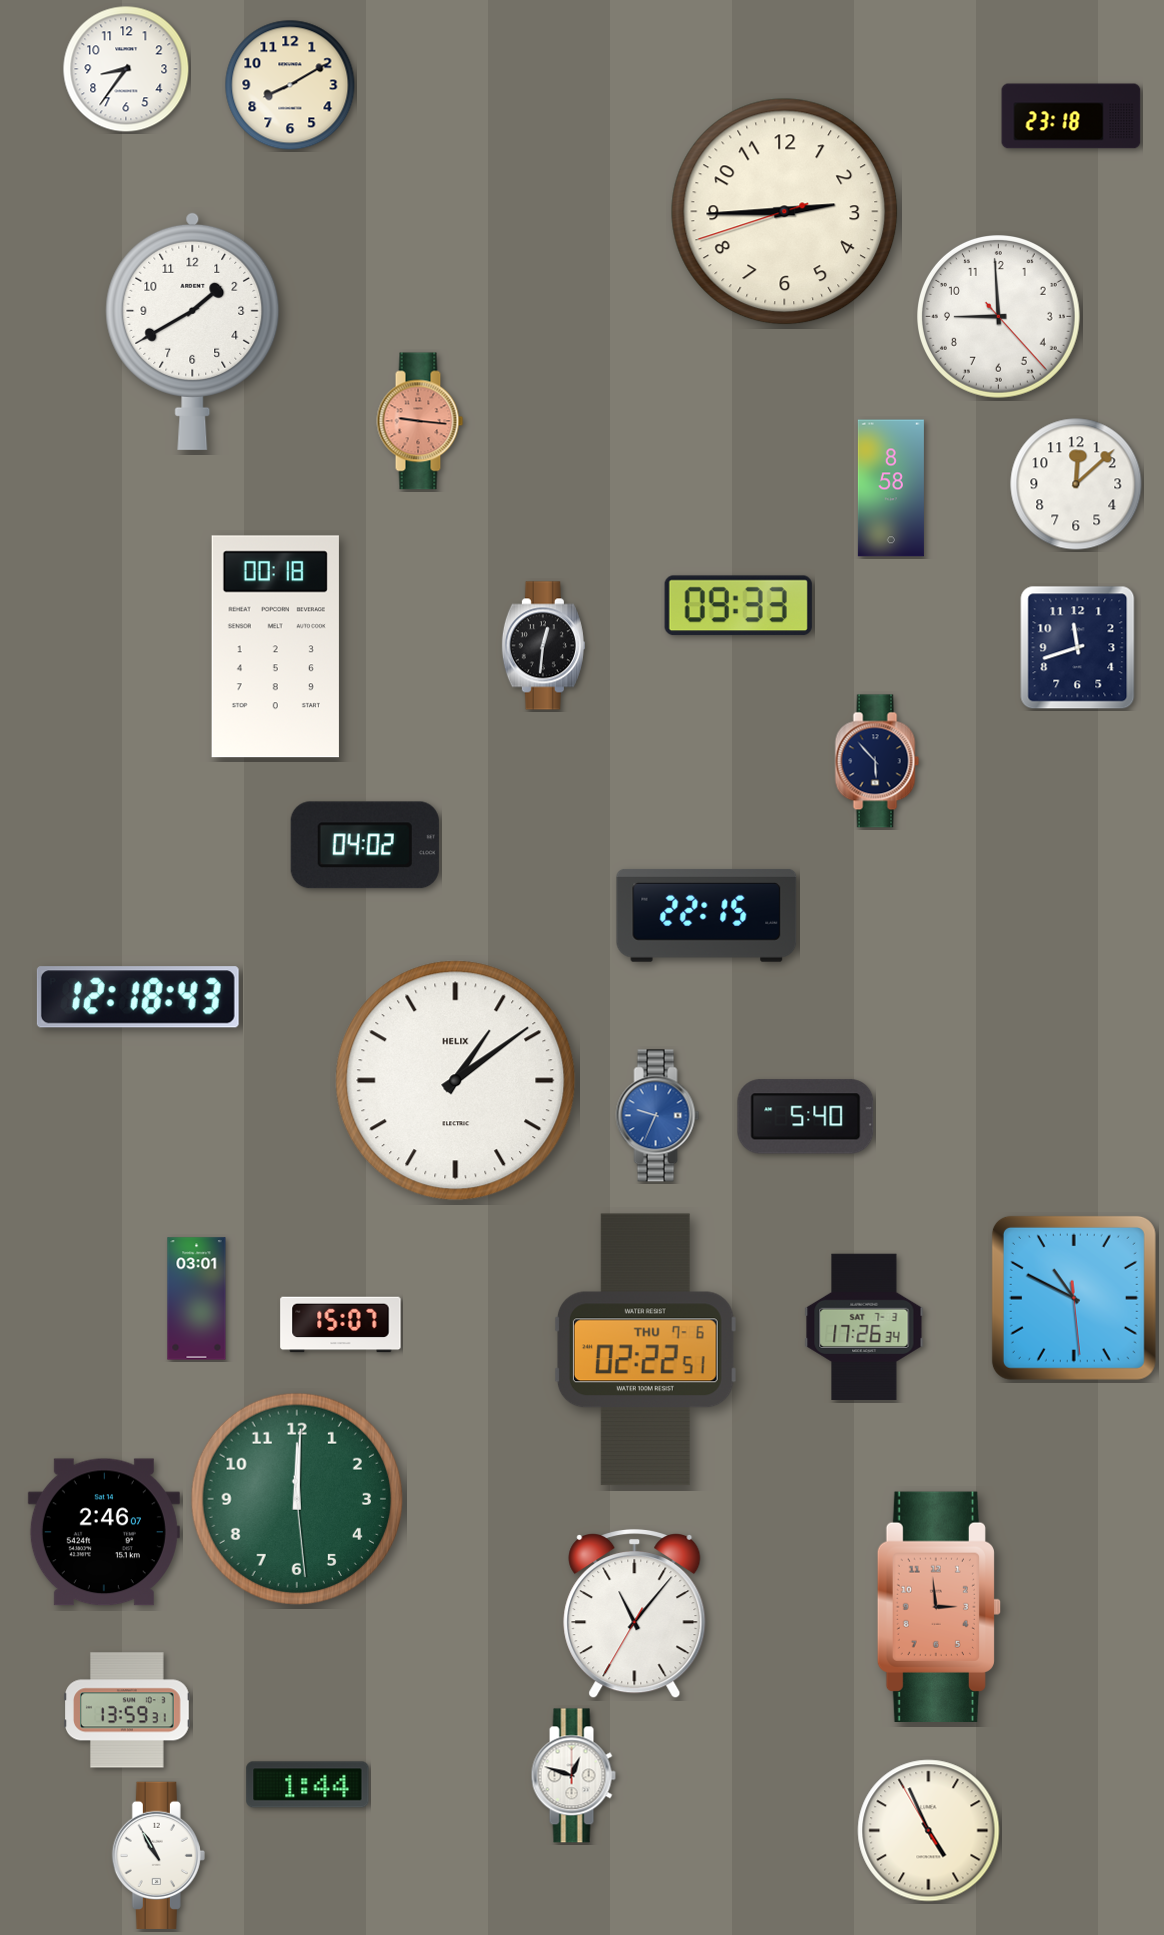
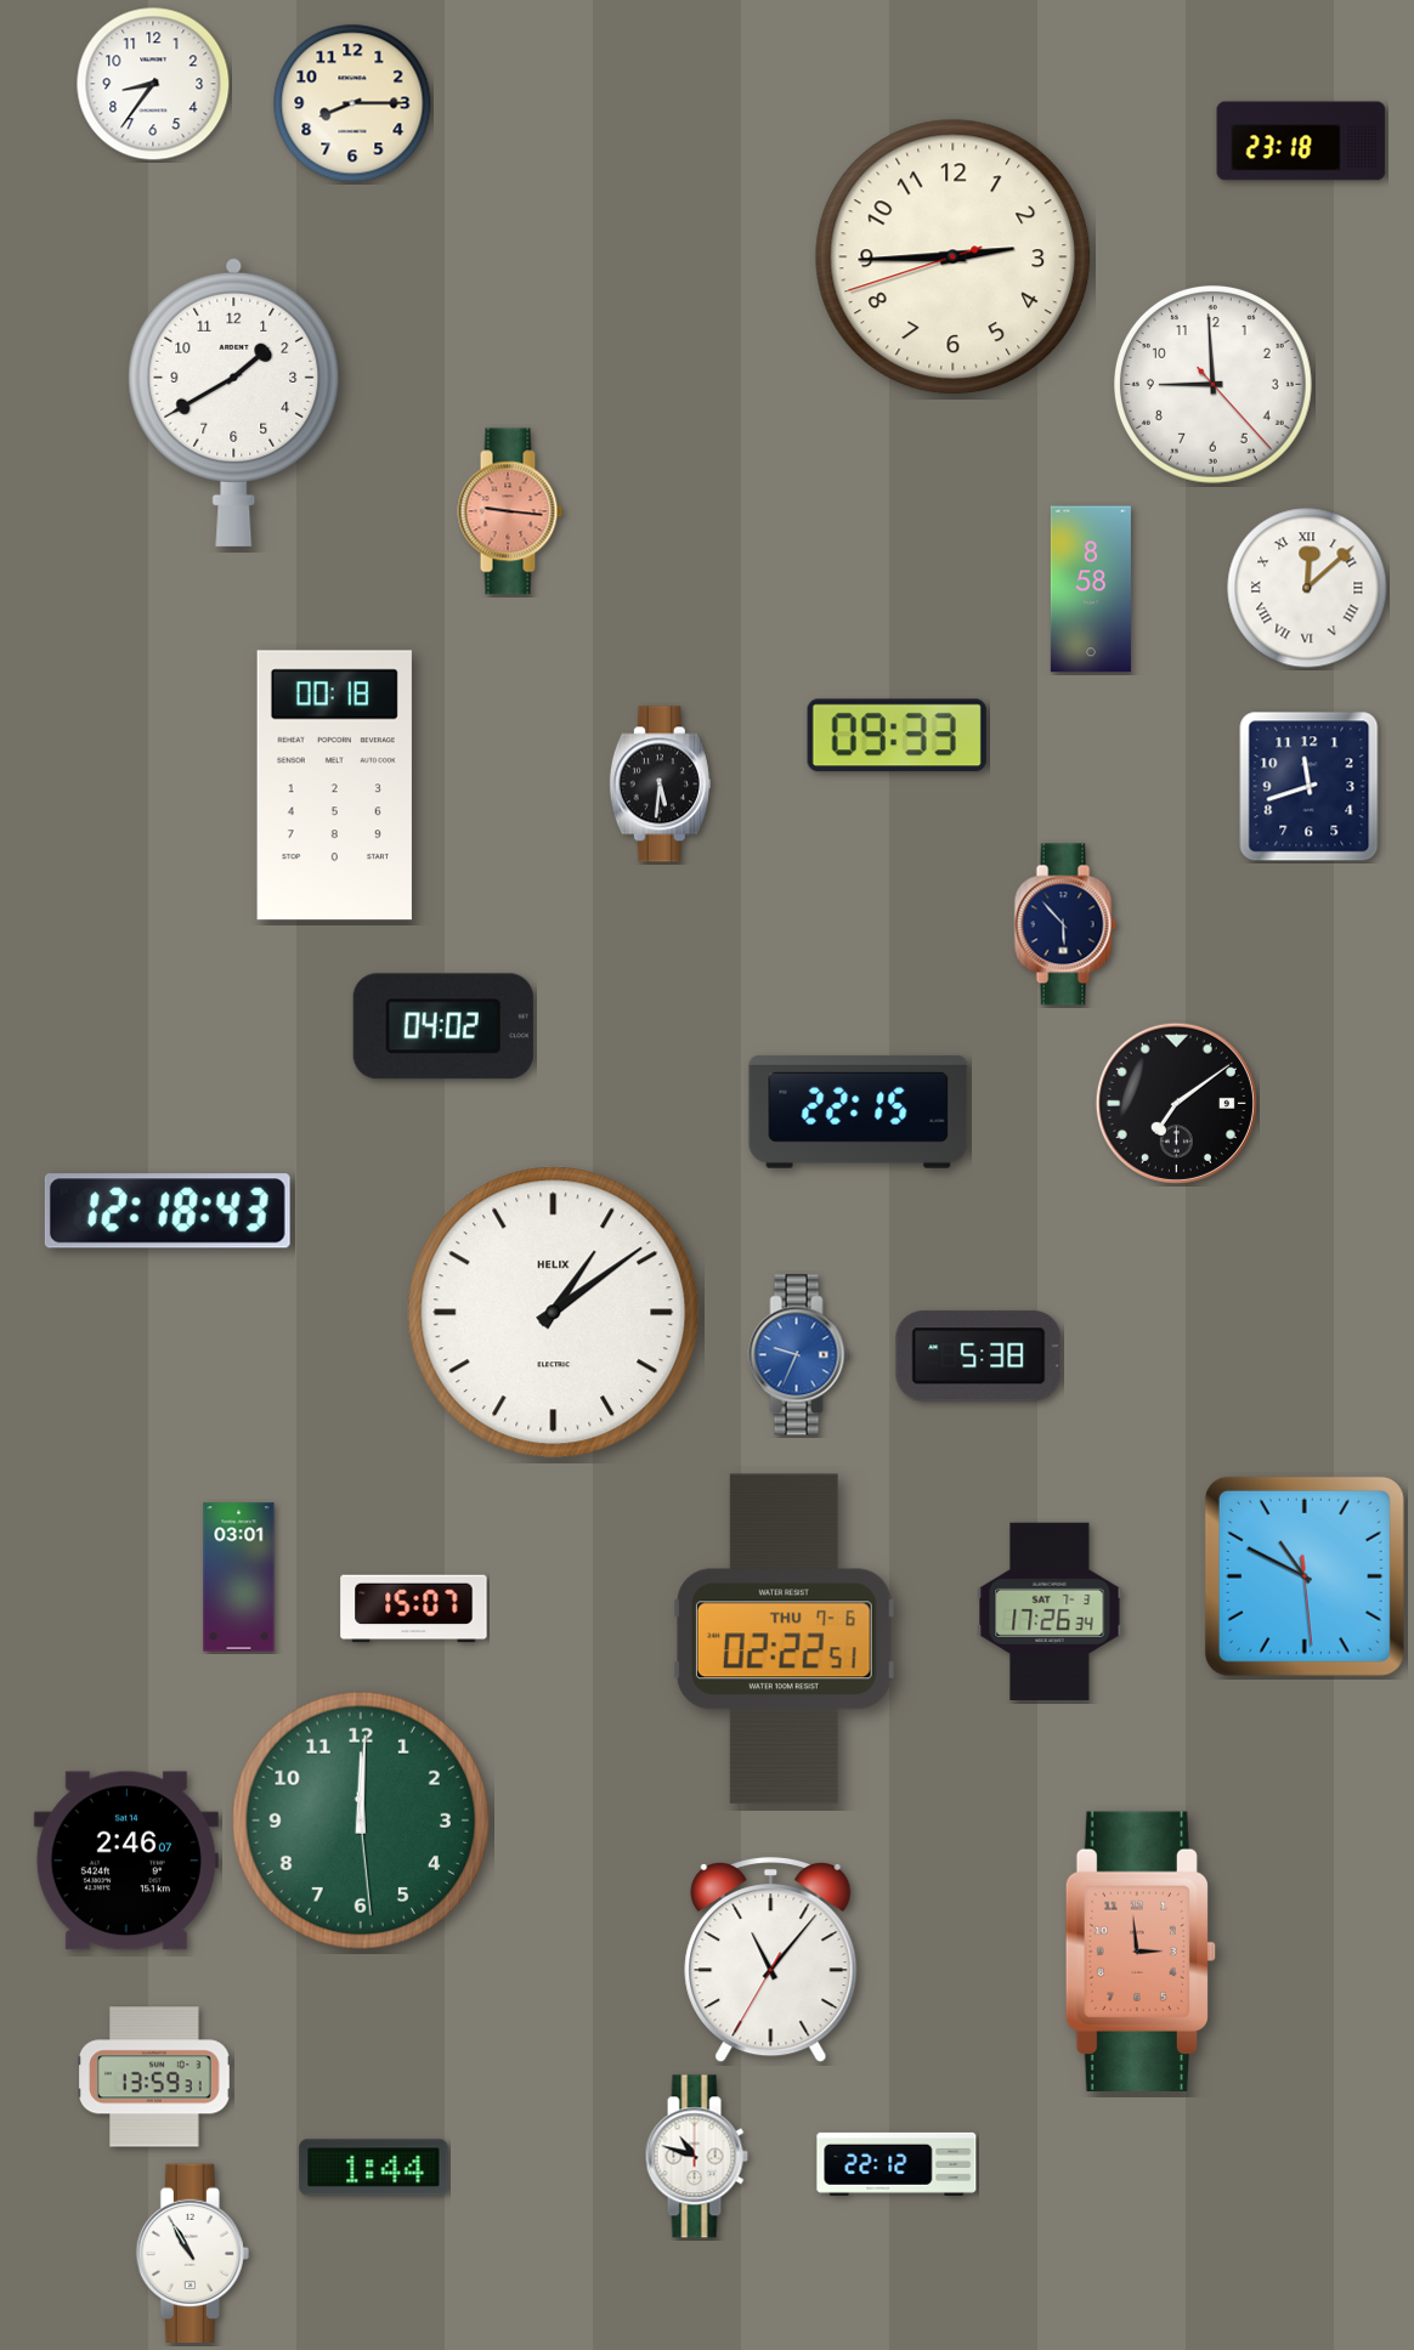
clock at (290, 85): 8:10 -> 8:15
clock at (1076, 484) numerals: Arabic -> Roman
clock at (891, 488) position: (891, 488) -> (1091, 589)
clock at (543, 646): 12:31 -> 5:31
clock at (1176, 1103): none -> 7:09
clock at (806, 1117): 5:40 -> 5:38
clock at (573, 1776): 12:48 -> 10:48
clock at (897, 2164): none -> 22:12
clock at (929, 1831): 4:55 -> none
